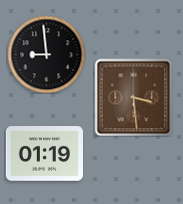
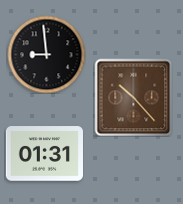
clock at (133, 97): 3:29 -> 10:23
clock at (44, 154): 01:19 -> 01:31
